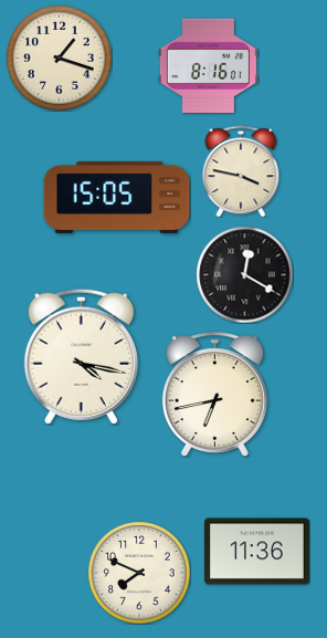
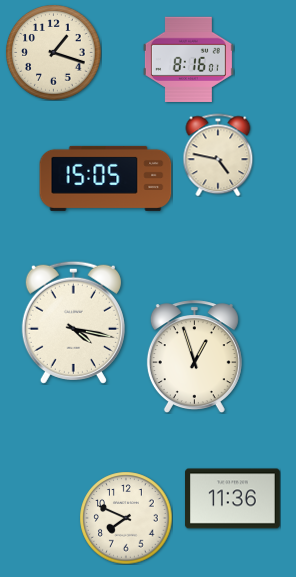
clock at (241, 171): 3:47 -> 4:47
clock at (244, 274): 12:20 -> none
clock at (214, 395): 6:43 -> 12:57
